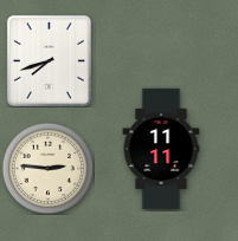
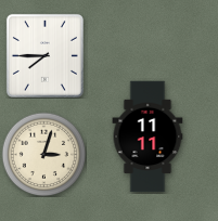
clock at (49, 60): 7:42 -> 7:45
clock at (47, 168): 2:46 -> 3:03
